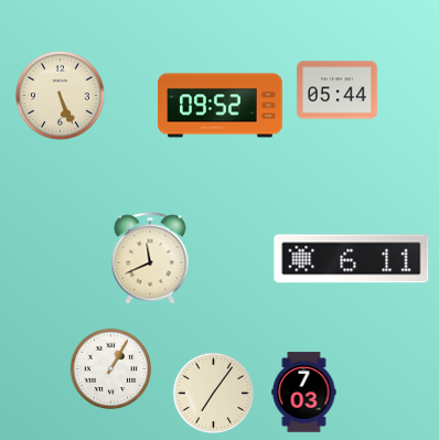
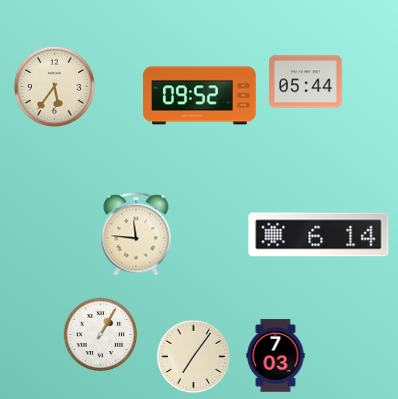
clock at (60, 95): 5:26 -> 5:36
clock at (150, 258): 11:41 -> 11:46
clock at (352, 259): 6:11 -> 6:14
